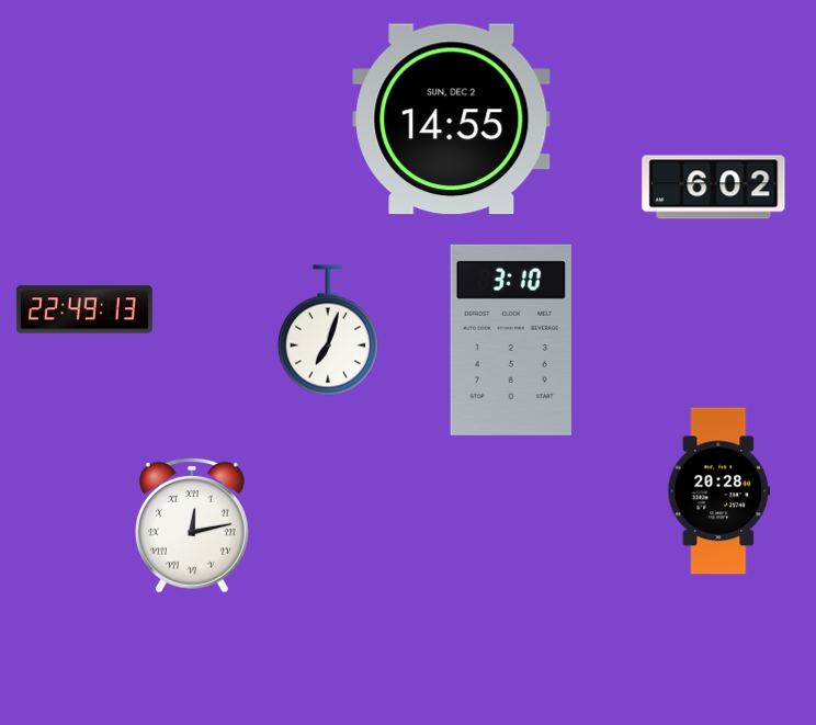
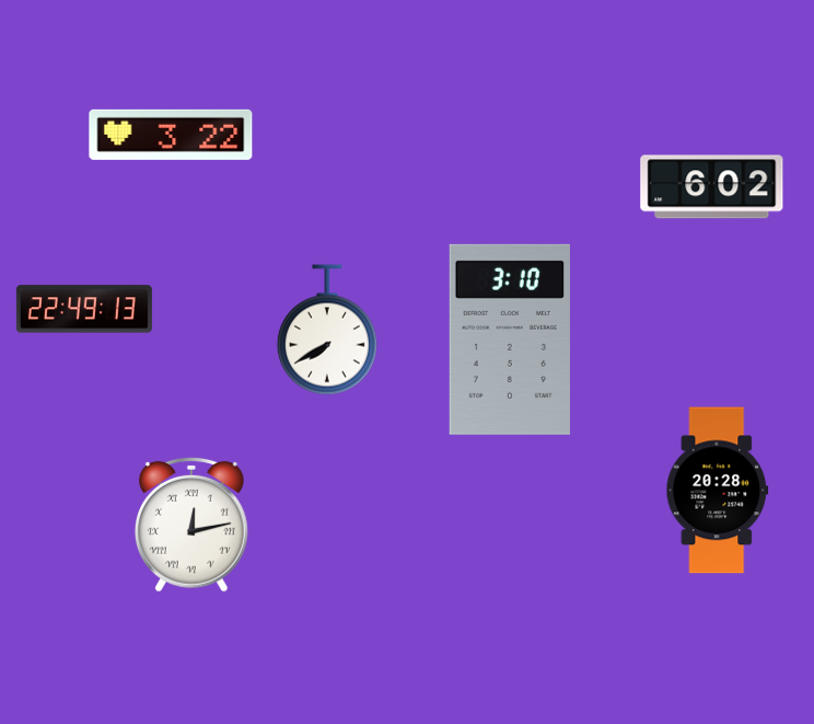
clock at (452, 120): 14:55 -> none
clock at (171, 135): none -> 3:22
clock at (328, 330): 7:03 -> 7:40
